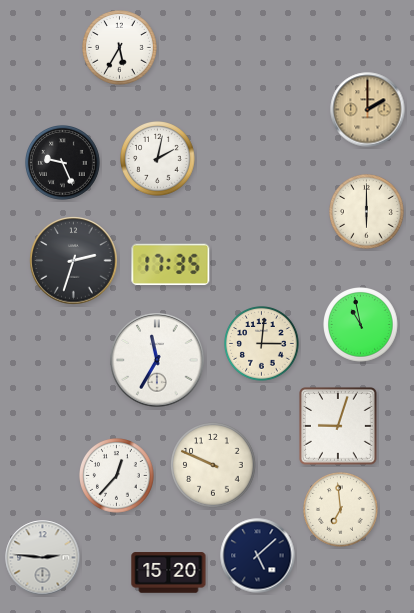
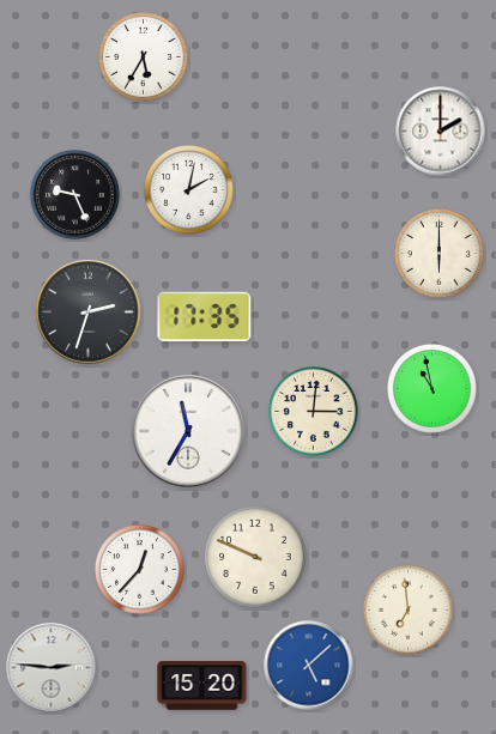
clock at (368, 110) dial: champagne -> white
clock at (339, 427): 9:03 -> none
clock at (258, 556) dial: navy -> blue
